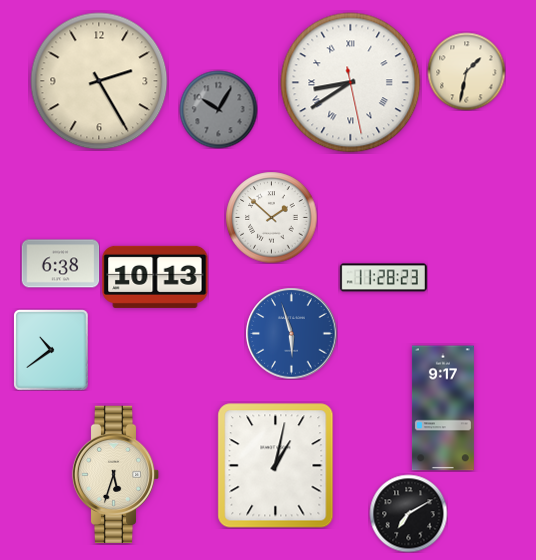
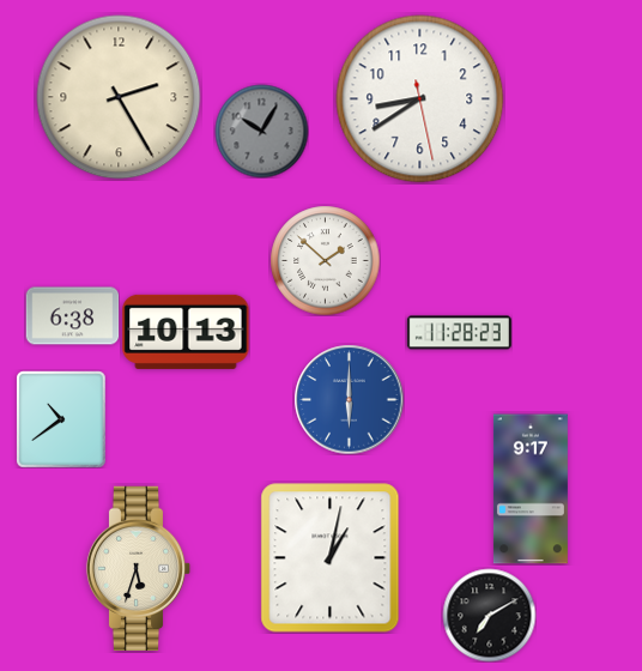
clock at (466, 71): 1:32 -> none
clock at (351, 83) numerals: Roman -> Arabic
clock at (291, 333): 5:57 -> 6:00
